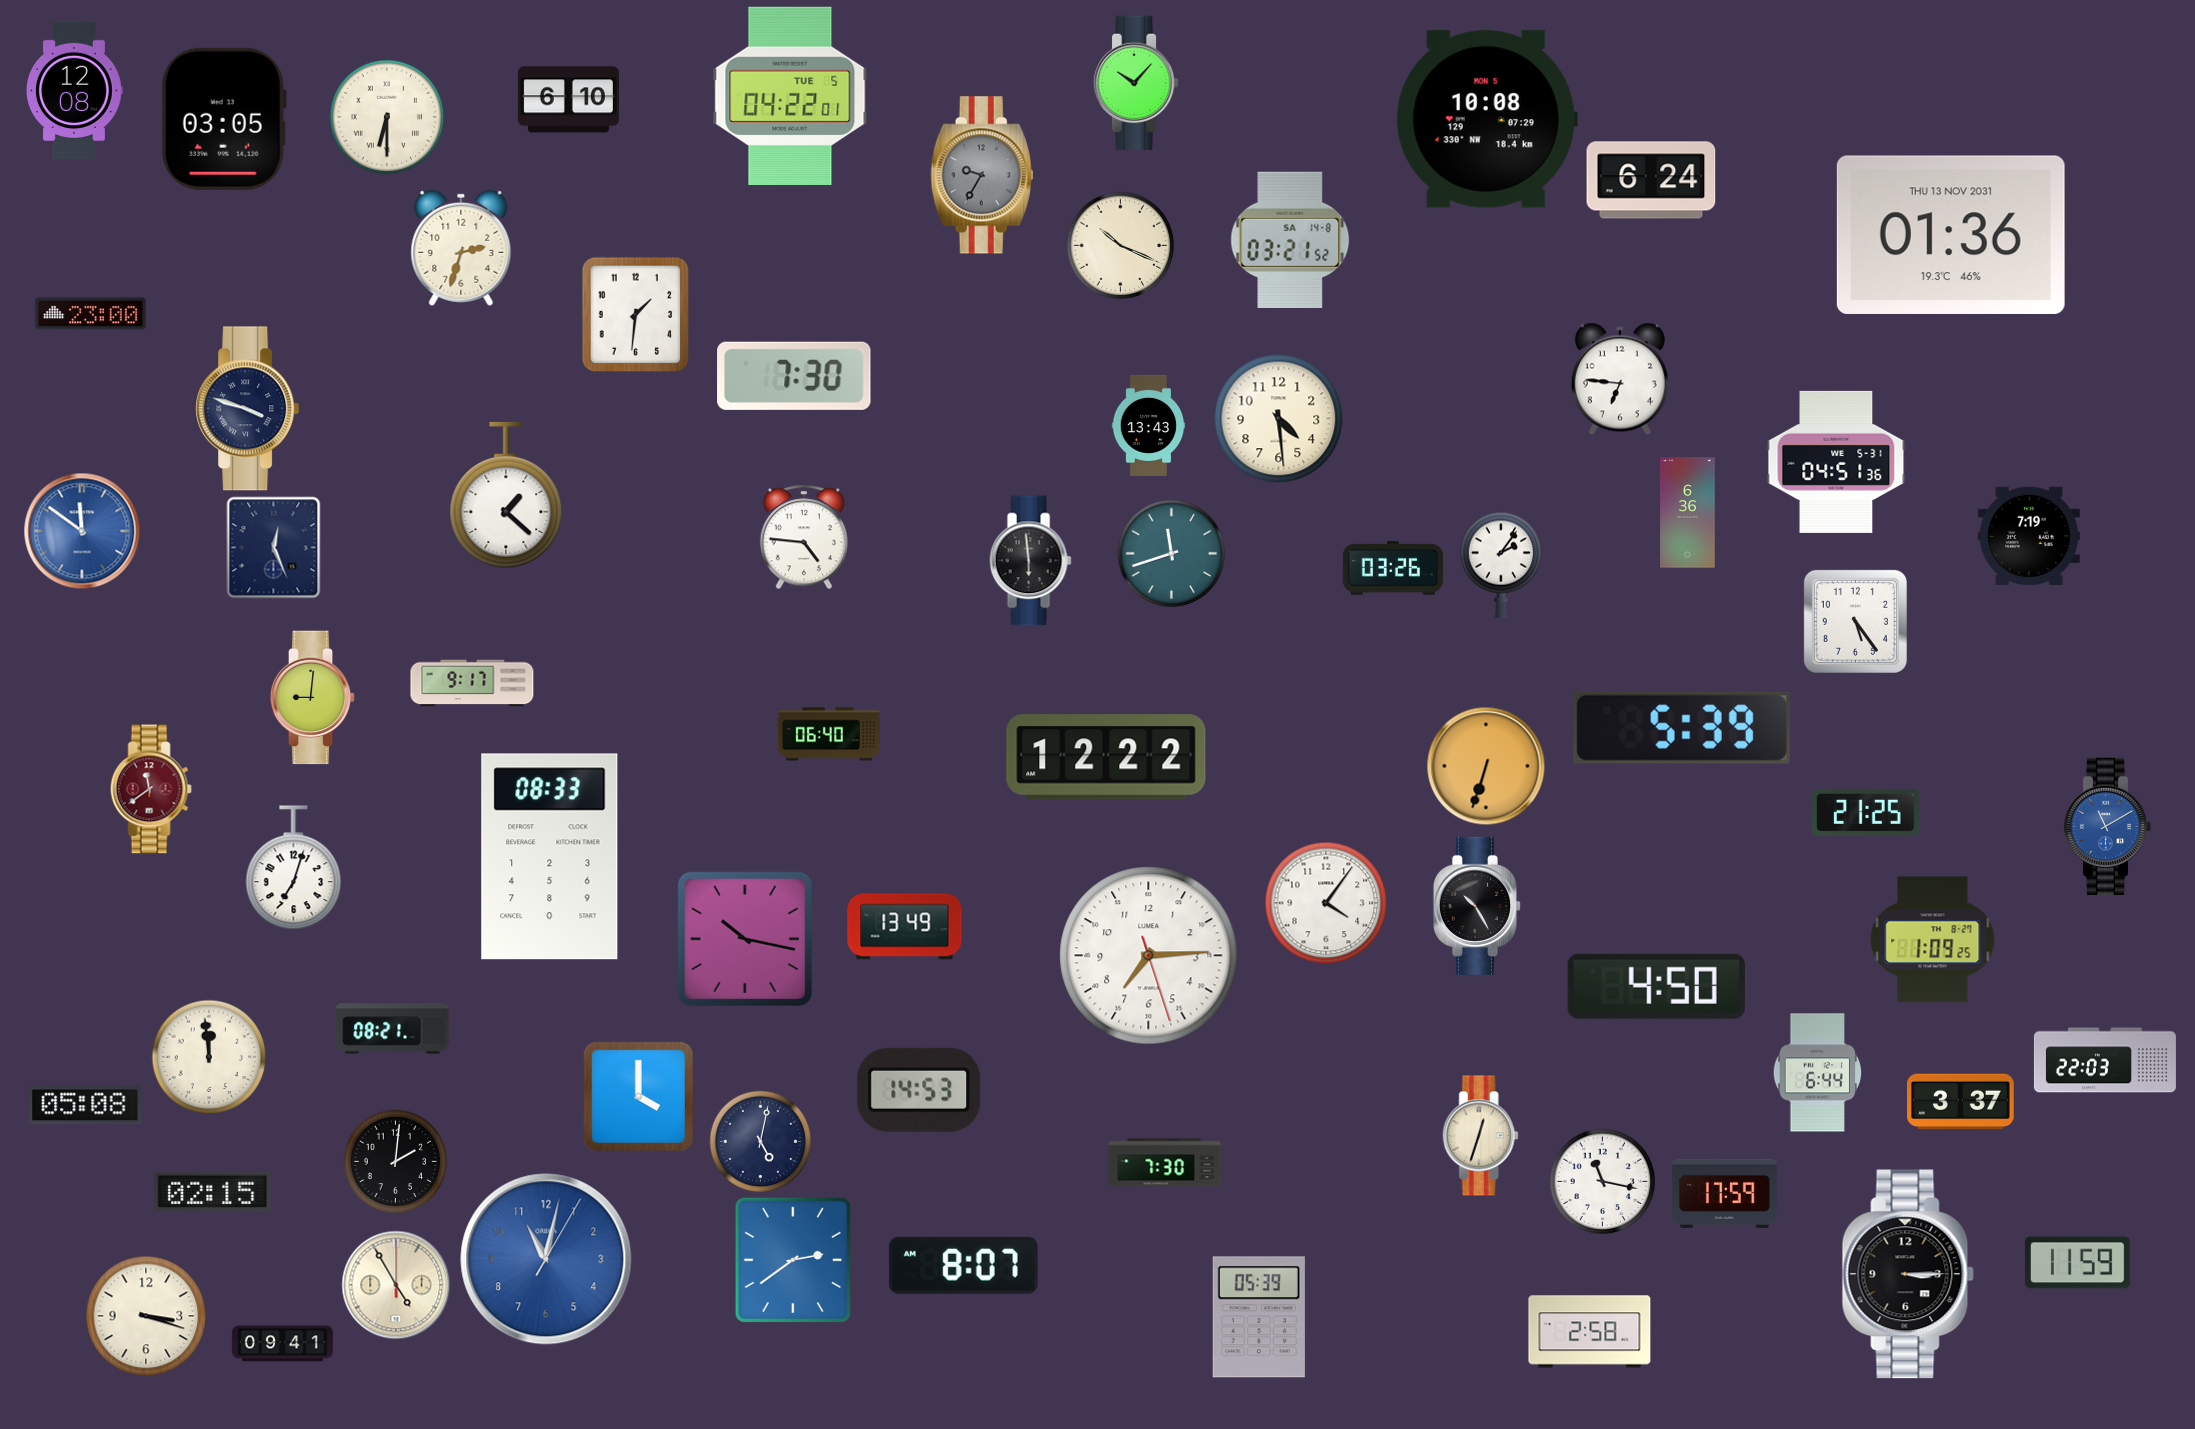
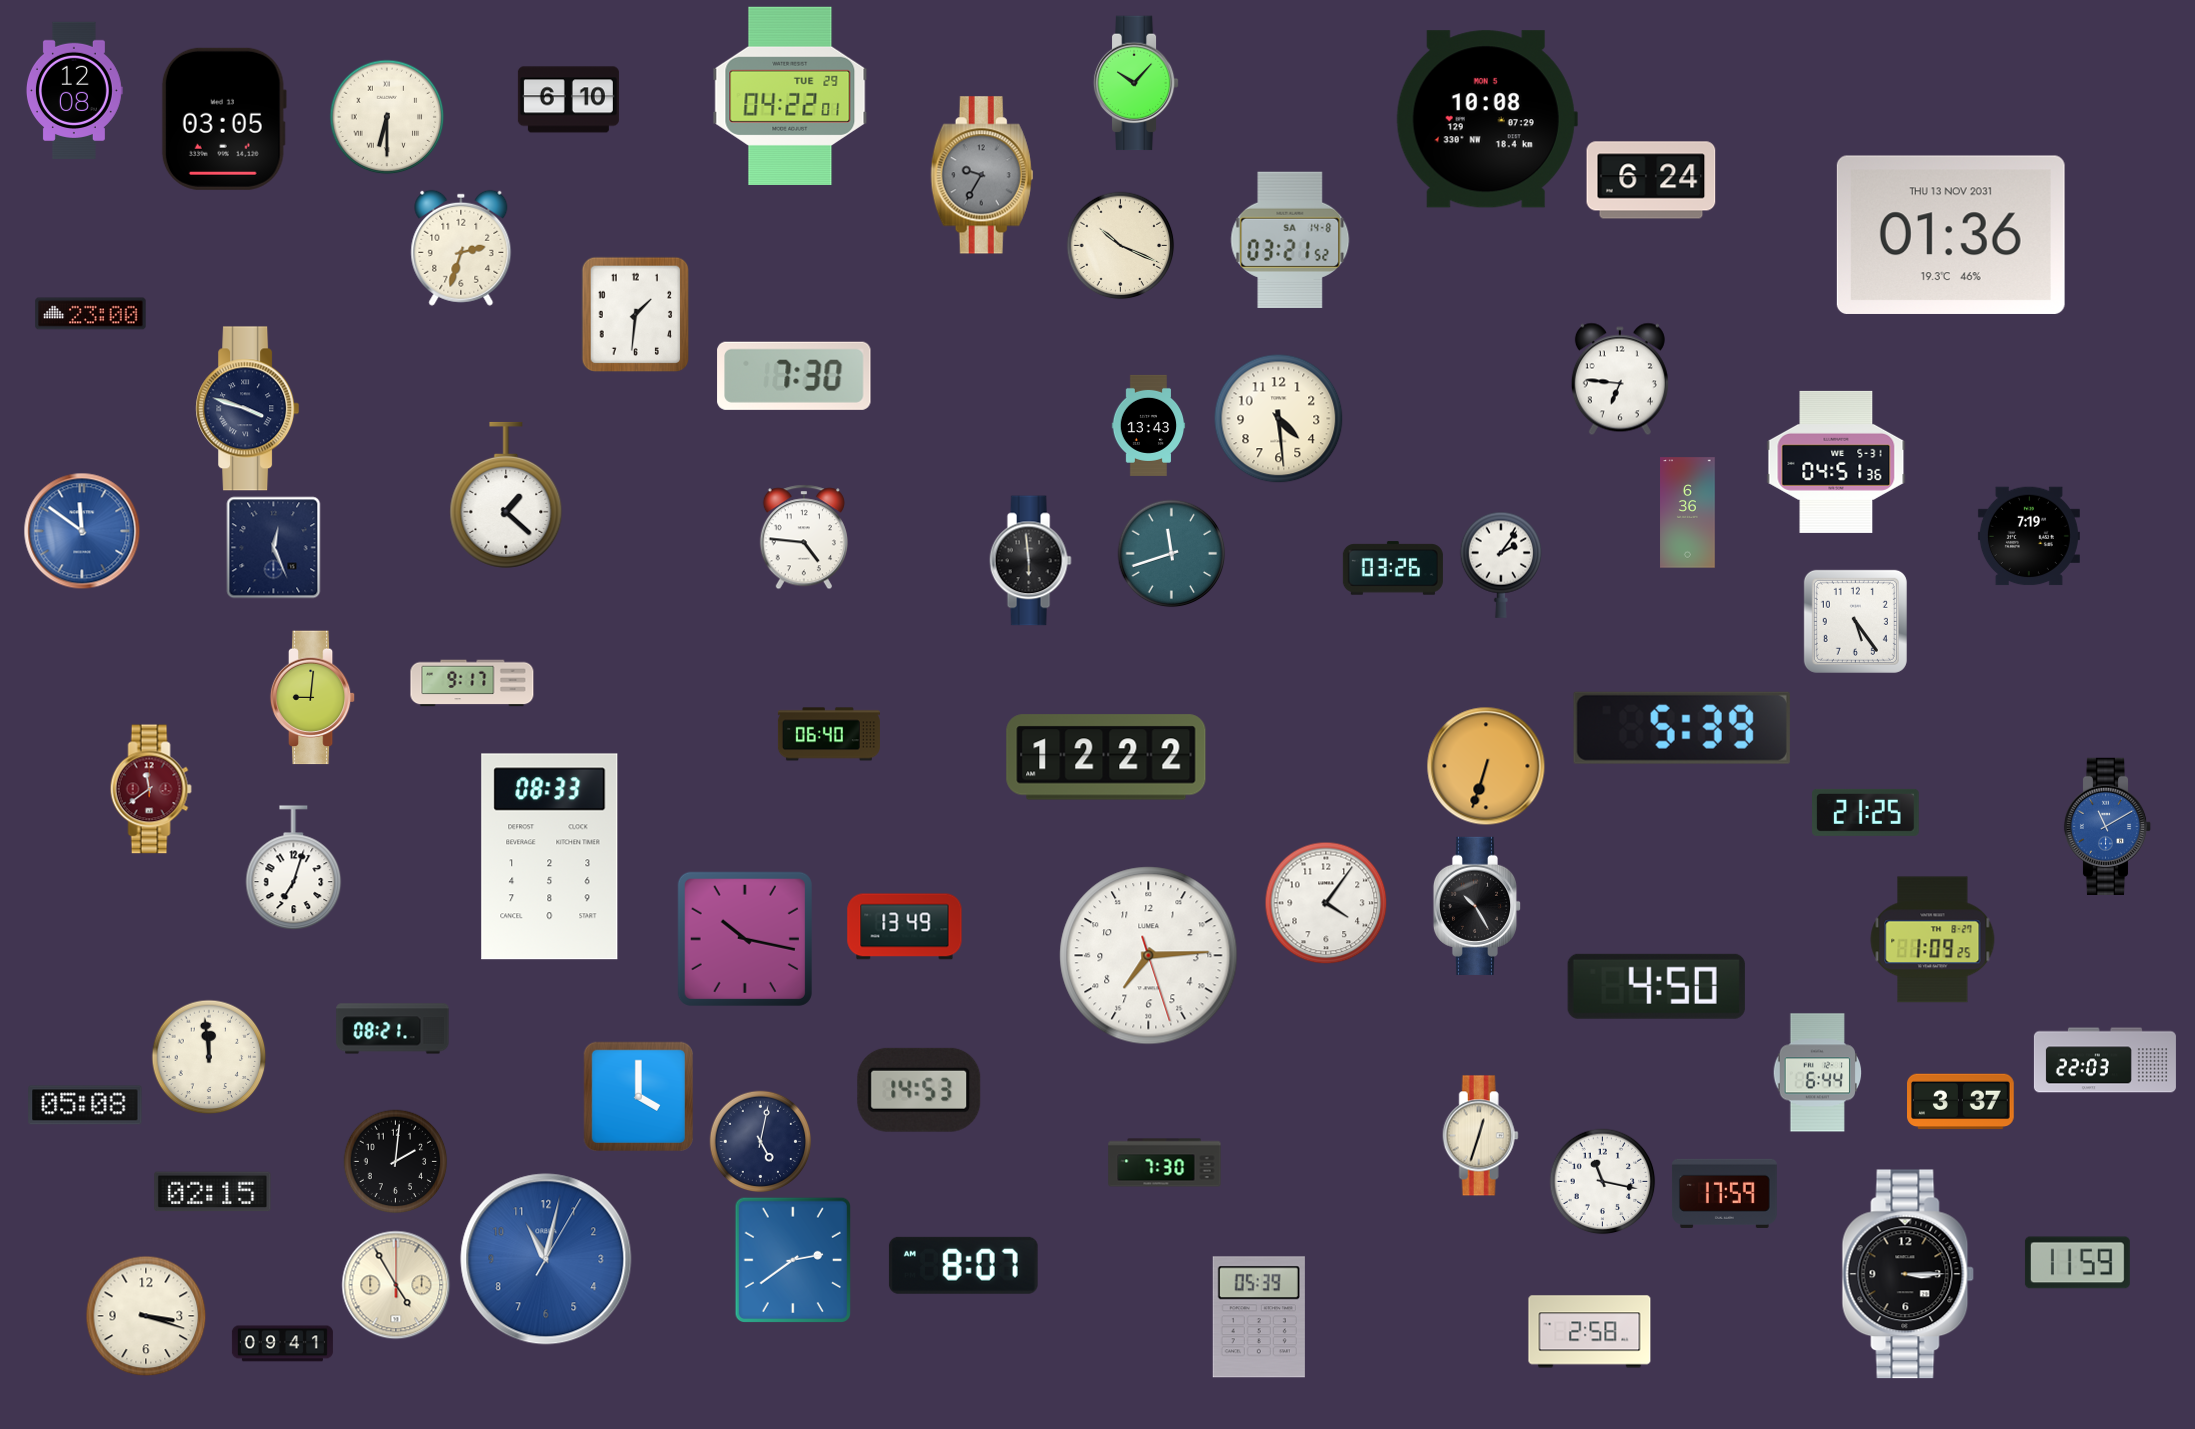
clock at (790, 96) date: TUE 5 -> TUE 29
